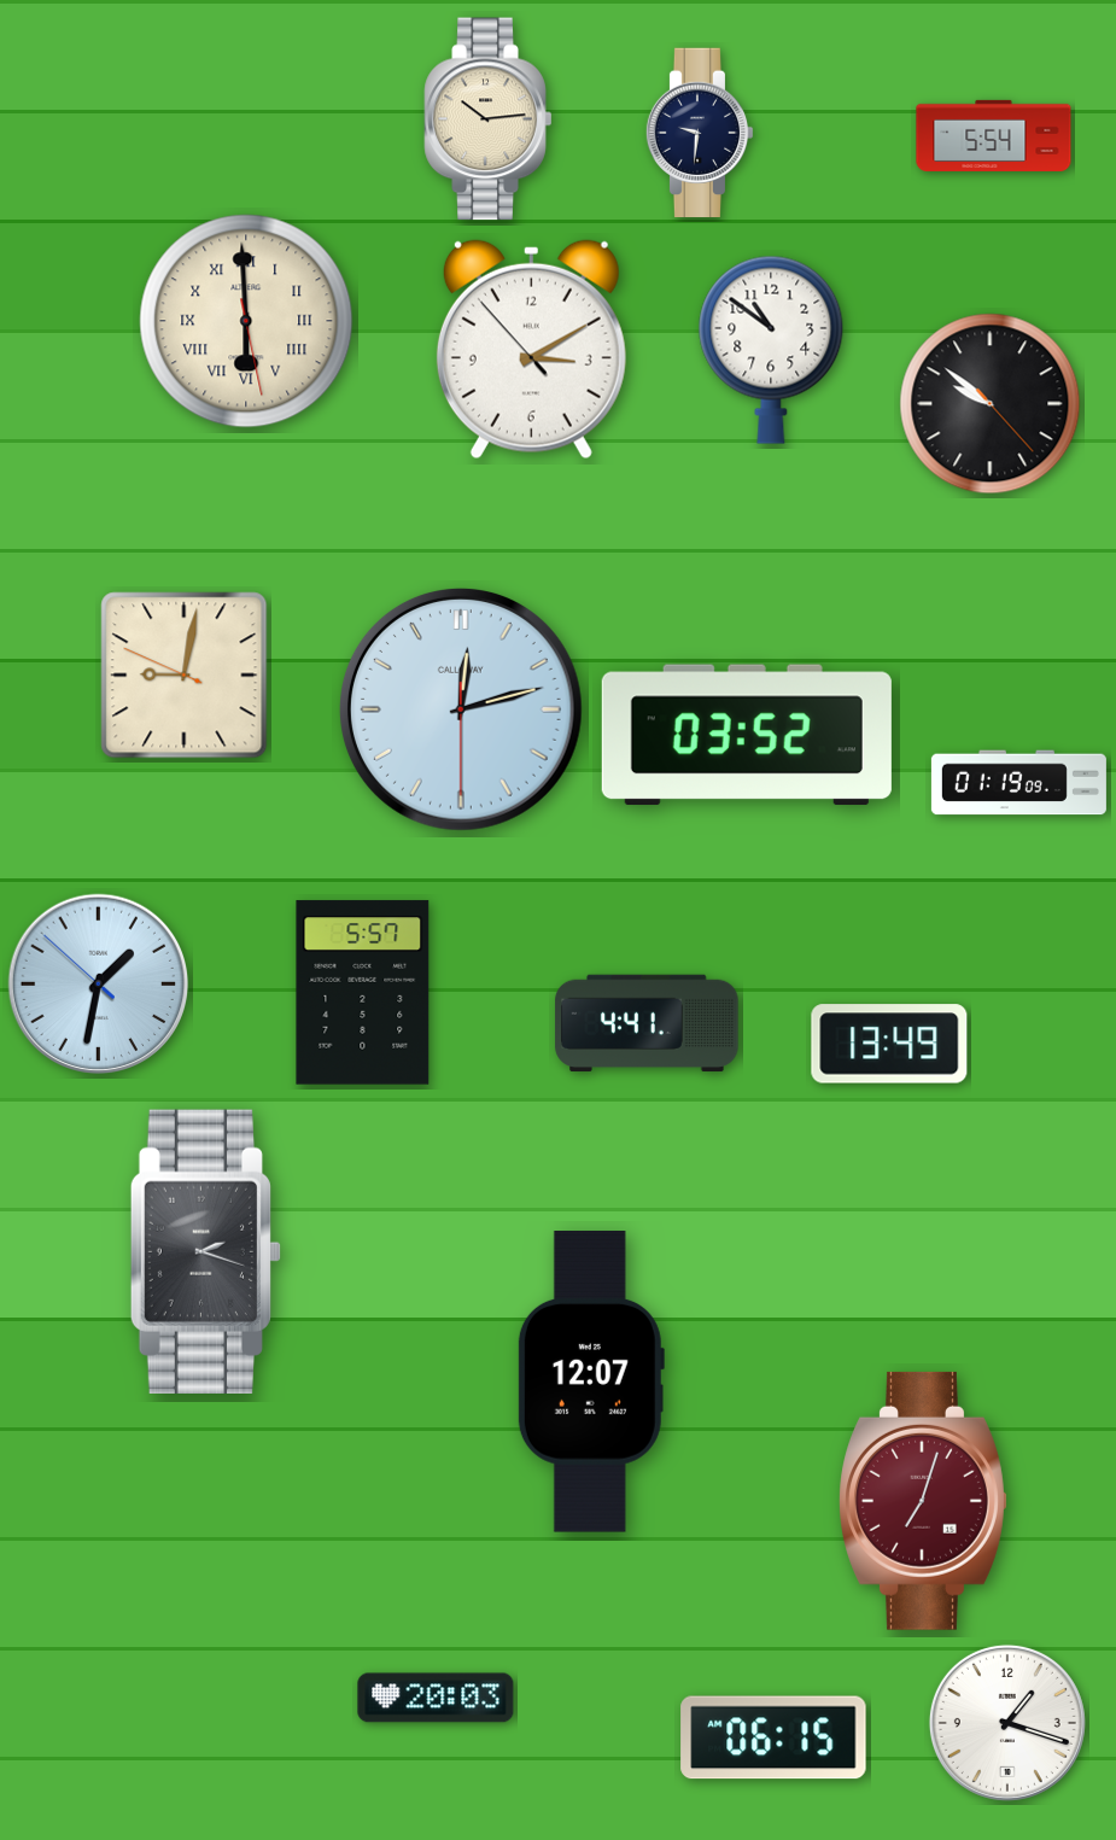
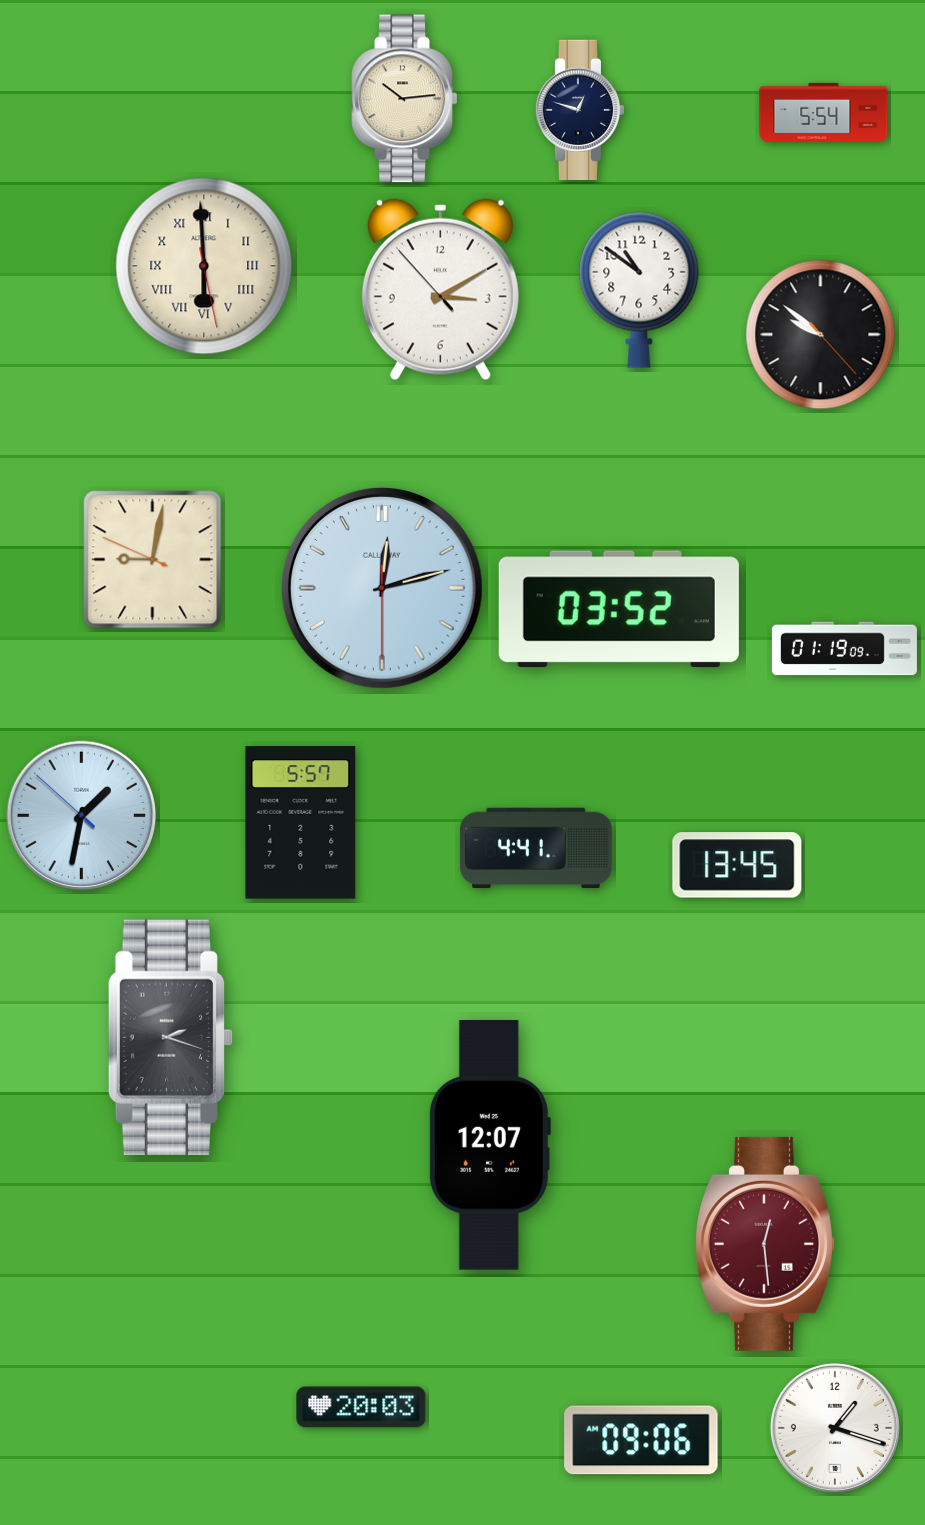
clock at (700, 132): 9:31 -> 12:48
clock at (889, 1044): 13:49 -> 13:45
clock at (923, 1501): 7:03 -> 12:29
clock at (773, 1737): 06:15 -> 09:06
